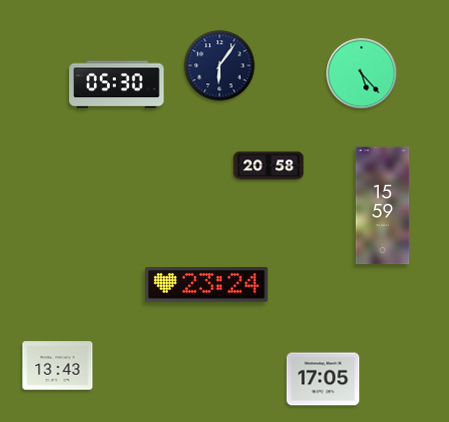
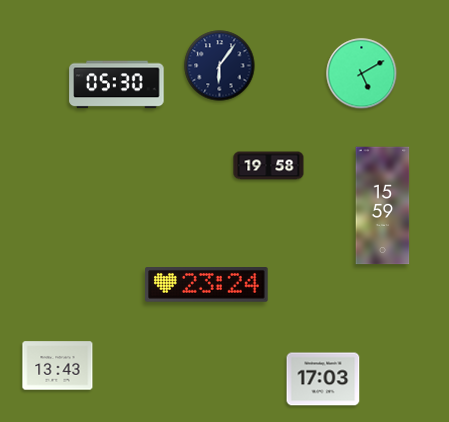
clock at (362, 74): 5:23 -> 5:10
clock at (269, 166): 20:58 -> 19:58
clock at (323, 379): 17:05 -> 17:03
